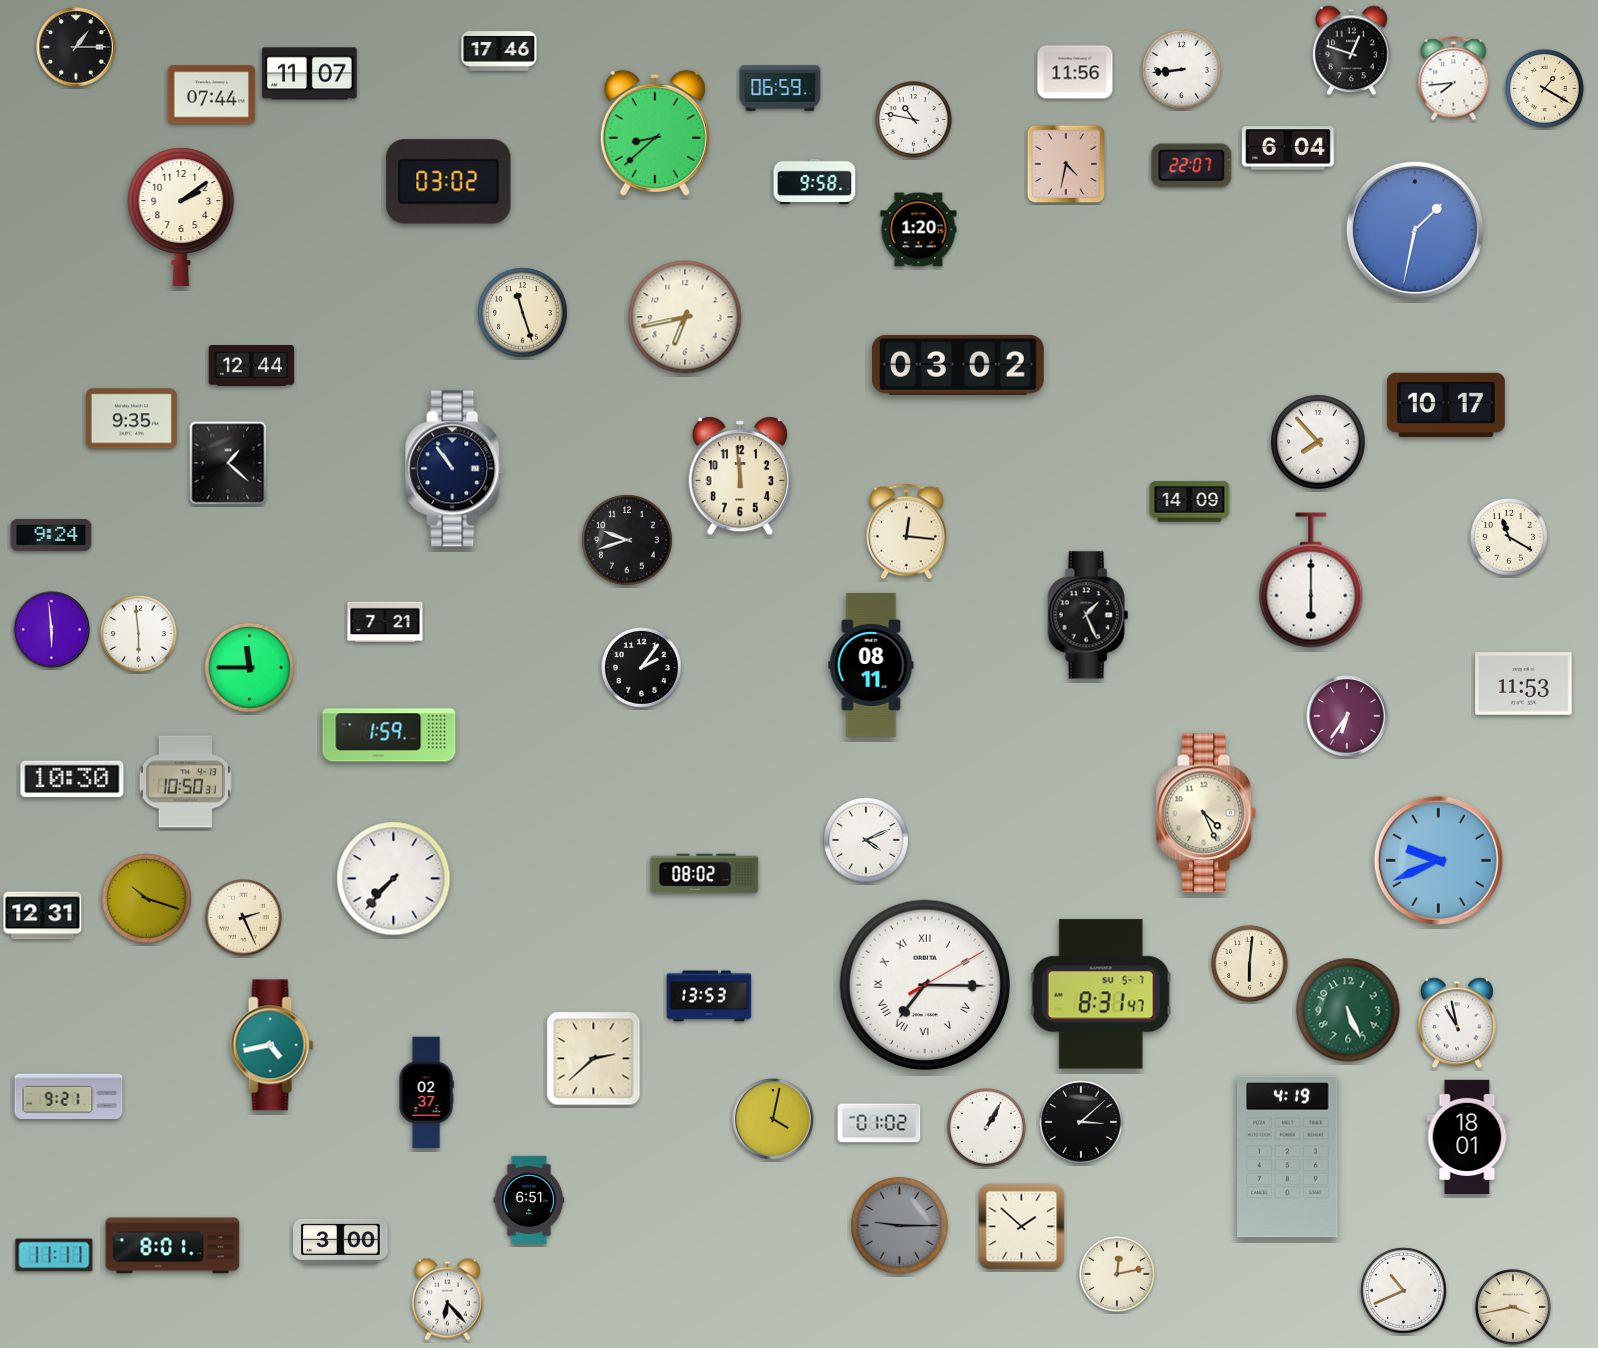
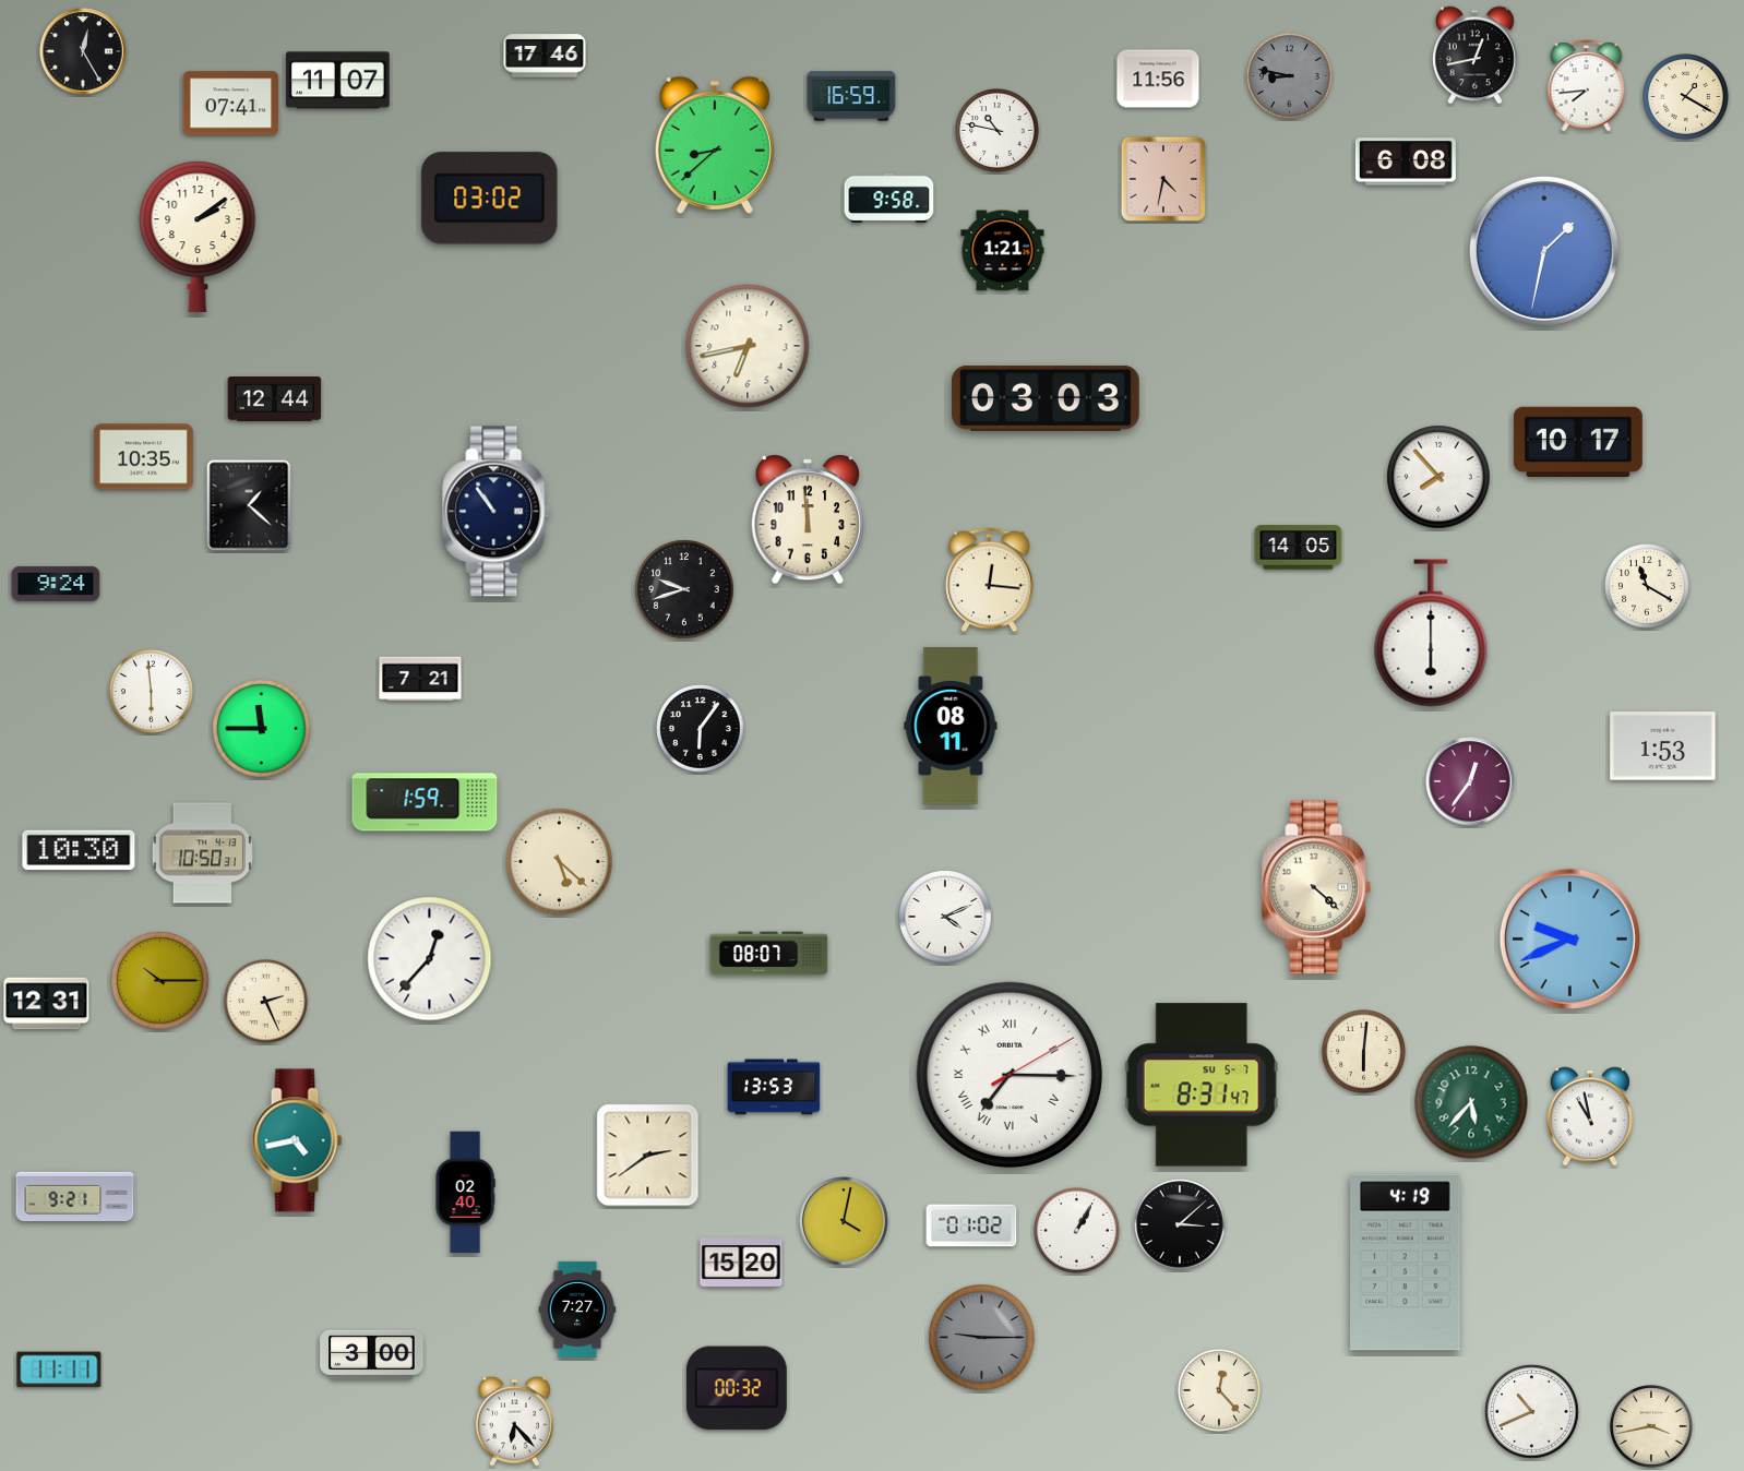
clock at (76, 47): 1:15 -> 12:25
clock at (1352, 51): 12:48 -> 12:43
clock at (1182, 70): 8:44 -> 8:47
clock at (1182, 70) dial: white -> grey
clock at (1075, 72) position: (1075, 72) -> (1158, 79)
clock at (780, 88): 06:59 -> 16:59
clock at (212, 95): 07:44 -> 07:41
clock at (1288, 148): 6:04 -> 6:08
clock at (1192, 166): 22:07 -> none
clock at (919, 230): 1:20 -> 1:21
clock at (523, 313): 11:27 -> none
clock at (959, 365): 03:02 -> 03:03
clock at (131, 419): 9:35 -> 10:35
clock at (1318, 442) position: (1318, 442) -> (1438, 477)
clock at (1190, 502): 14:09 -> 14:05
clock at (1088, 615): 1:26 -> none
clock at (52, 630): 5:59 -> none
clock at (250, 668) position: (250, 668) -> (262, 729)
clock at (642, 668): 2:06 -> 6:06
clock at (1524, 684): 11:53 -> 1:53
clock at (1347, 716): 6:36 -> 12:36
clock at (560, 862): none -> 5:22
clock at (1206, 813): 4:26 -> 4:22
clock at (705, 874): 08:02 -> 08:07
clock at (394, 879): 7:37 -> 12:37
clock at (147, 899): 10:18 -> 10:15
clock at (43, 916) position: (43, 916) -> (47, 1004)
clock at (1348, 1010): 5:26 -> 5:37
clock at (594, 1059): 2:38 -> 2:39
clock at (426, 1093): 02:37 -> 02:40
clock at (879, 1123) position: (879, 1123) -> (971, 1225)
clock at (1467, 1136): 18:01 -> none
clock at (741, 1263): none -> 15:20
clock at (529, 1199): 6:51 -> 7:27
clock at (1022, 1227): 1:52 -> none
clock at (173, 1246): 8:01 -> none
clock at (737, 1388): none -> 00:32
clock at (1118, 1275): 12:13 -> 12:23
clock at (1404, 1291) position: (1404, 1291) -> (1532, 1412)
clock at (447, 1299) position: (447, 1299) -> (514, 1421)
